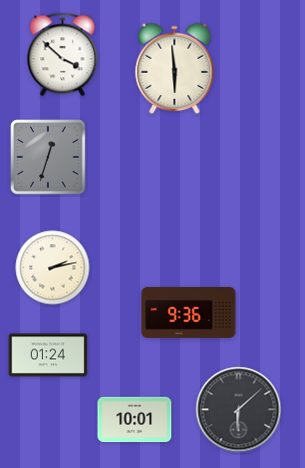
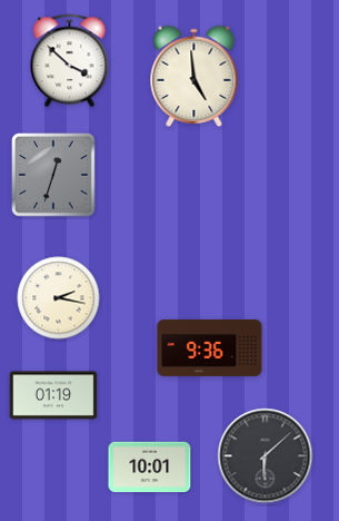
clock at (175, 68): 5:59 -> 4:59
clock at (53, 268): 2:13 -> 2:17
clock at (48, 355): 01:24 -> 01:19
